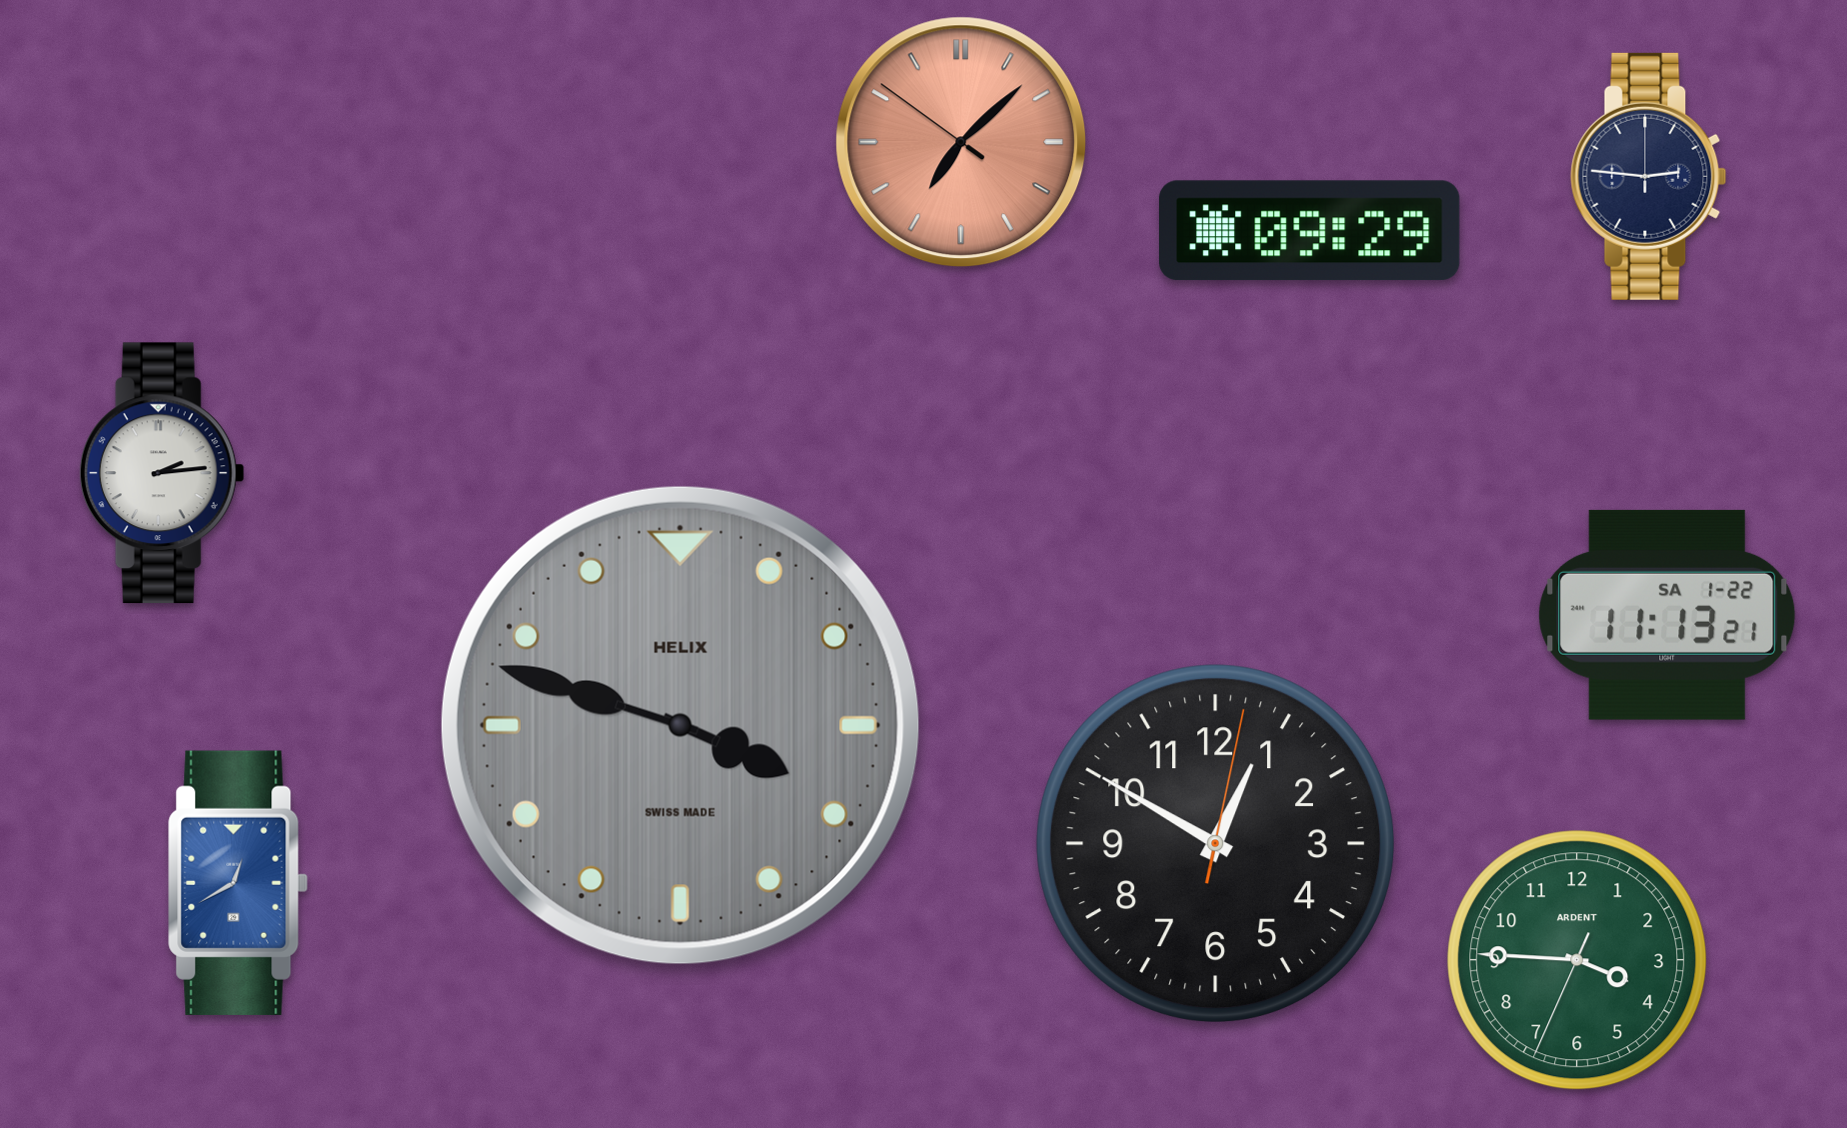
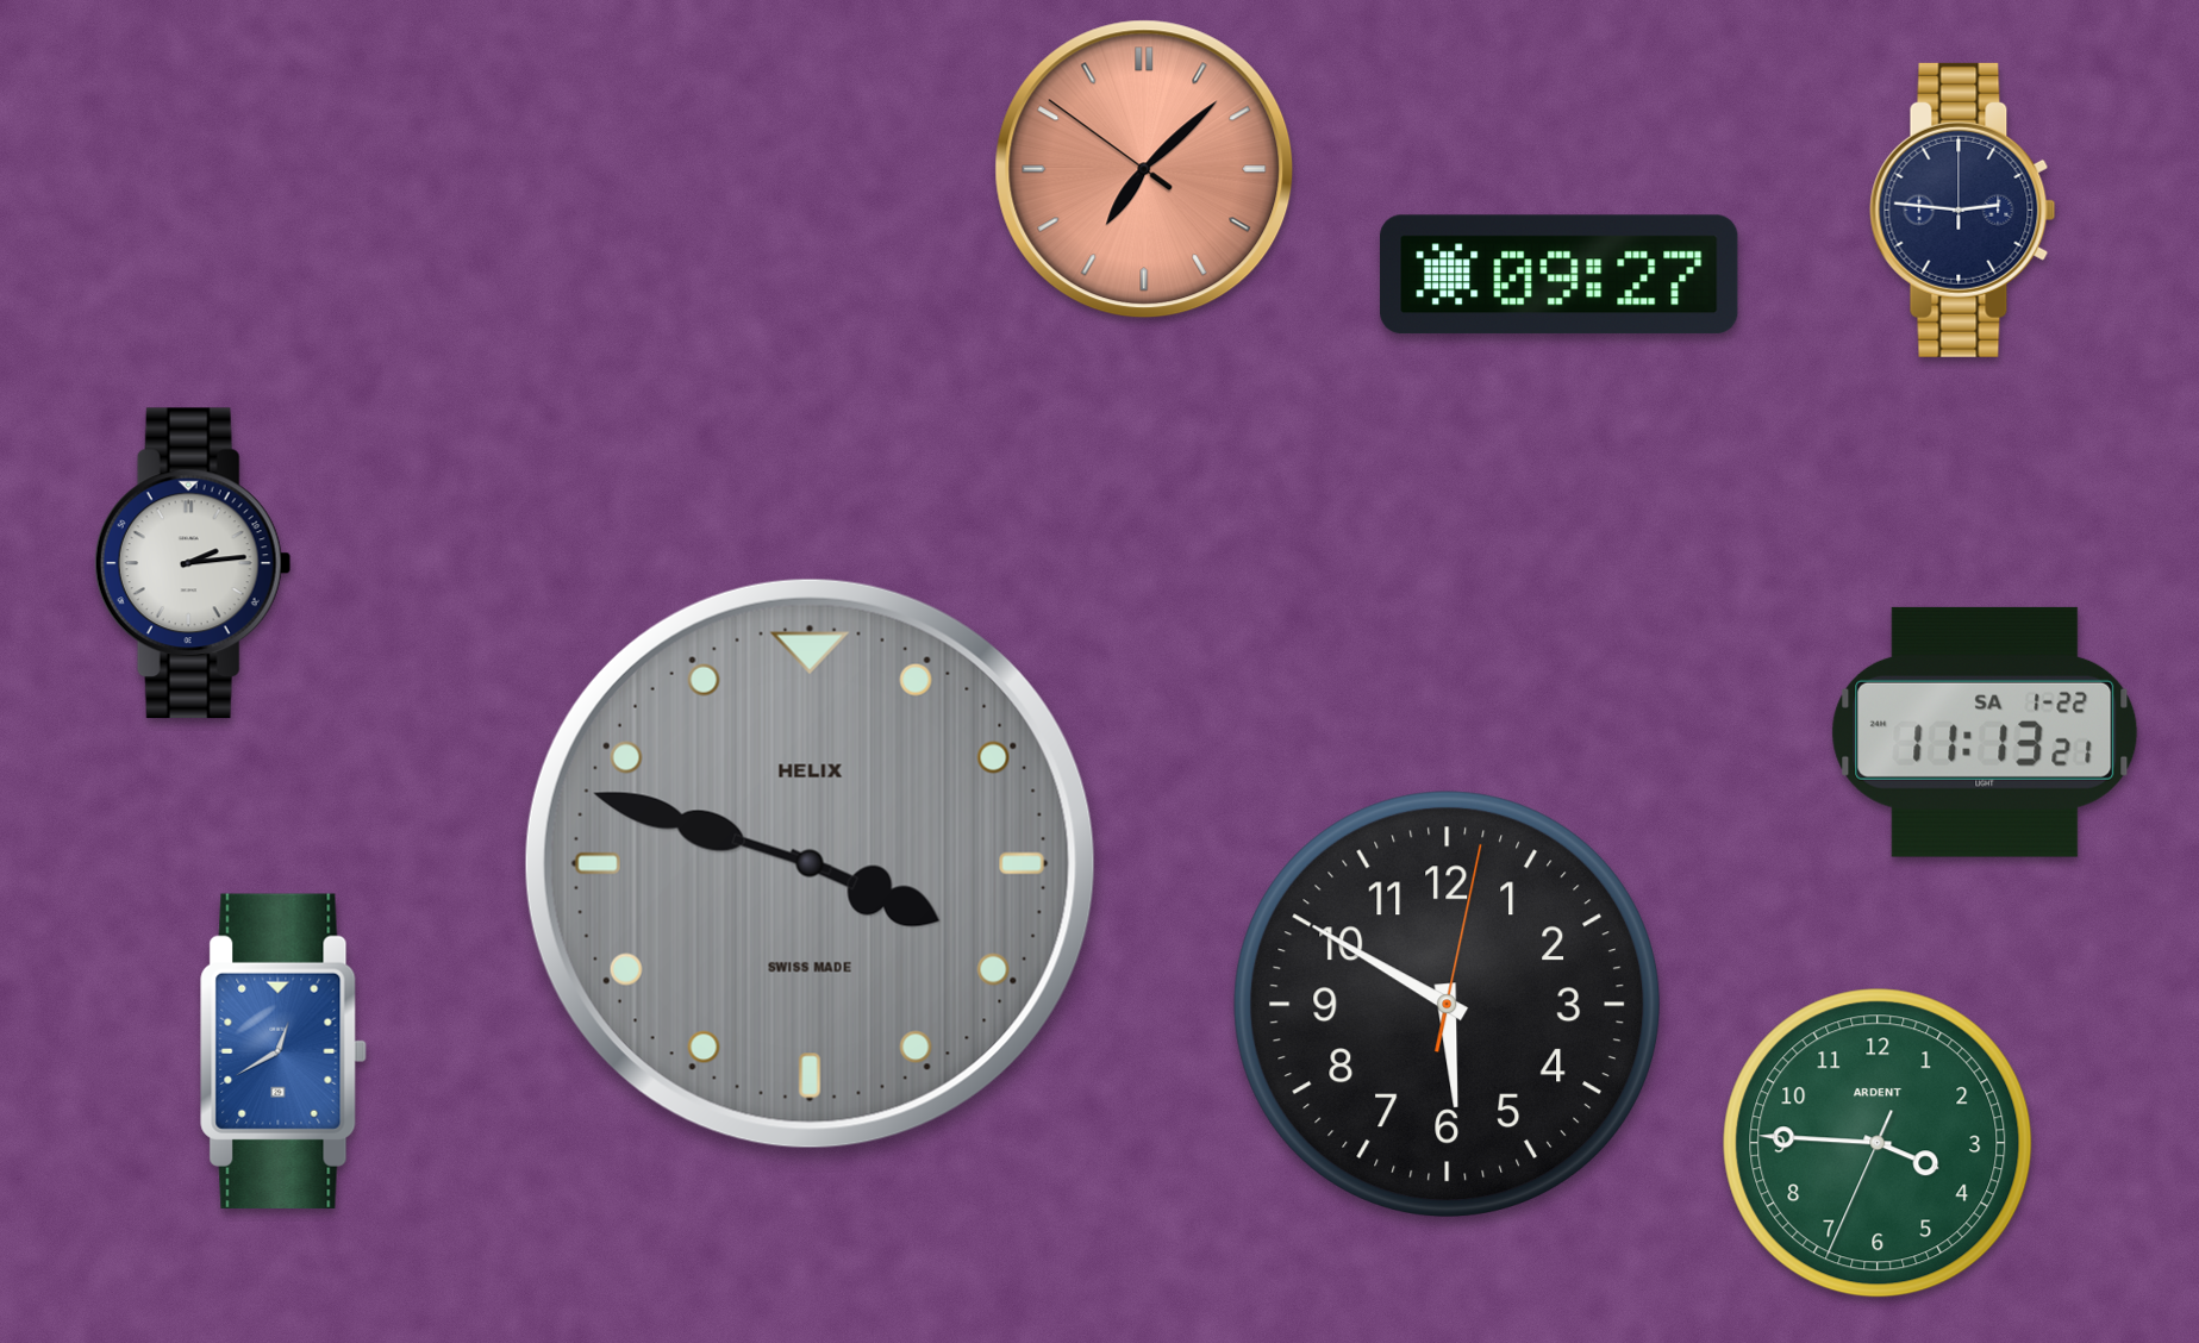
clock at (1310, 231): 09:29 -> 09:27
clock at (1215, 843): 12:50 -> 5:50
